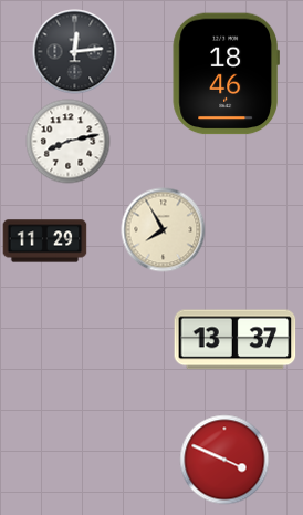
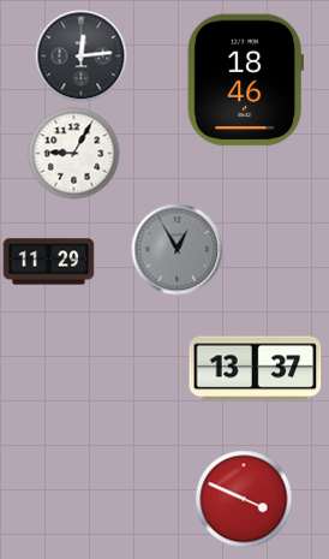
clock at (69, 142): 8:13 -> 9:05
clock at (164, 230): 7:55 -> 12:55
clock at (164, 230) dial: cream -> grey
